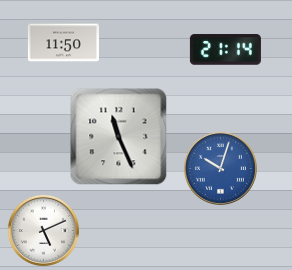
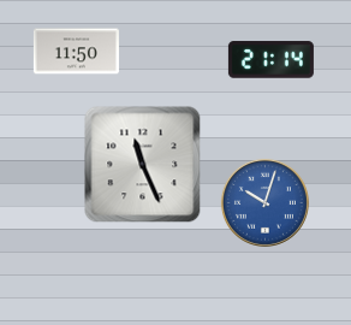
clock at (43, 230): 5:11 -> none
